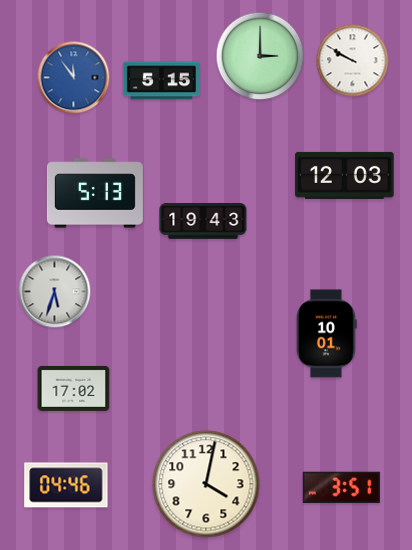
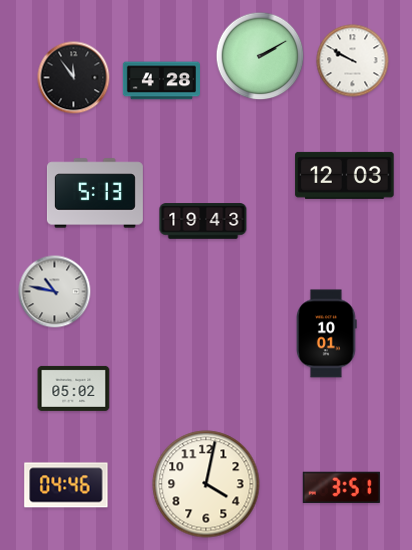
clock at (260, 56): 3:00 -> 2:10
clock at (74, 78) dial: blue -> black
clock at (161, 81): 5:15 -> 4:28
clock at (55, 292): 5:33 -> 10:47
clock at (74, 388): 17:02 -> 05:02
